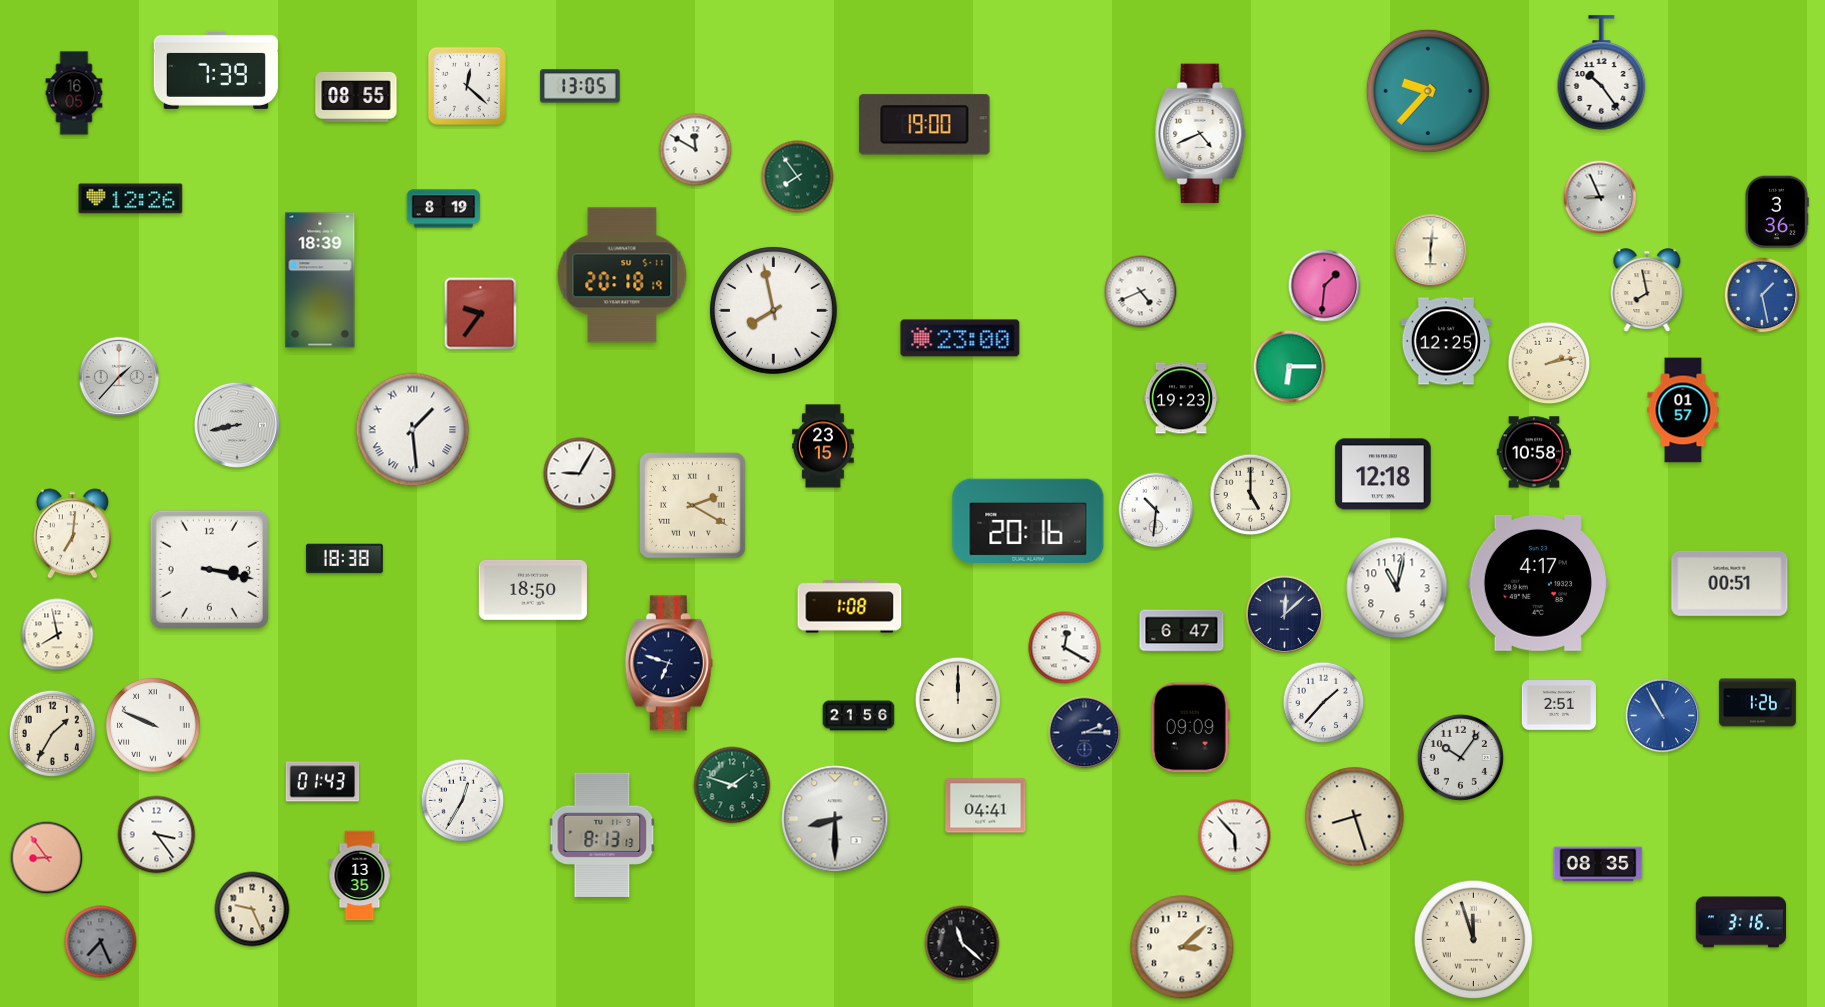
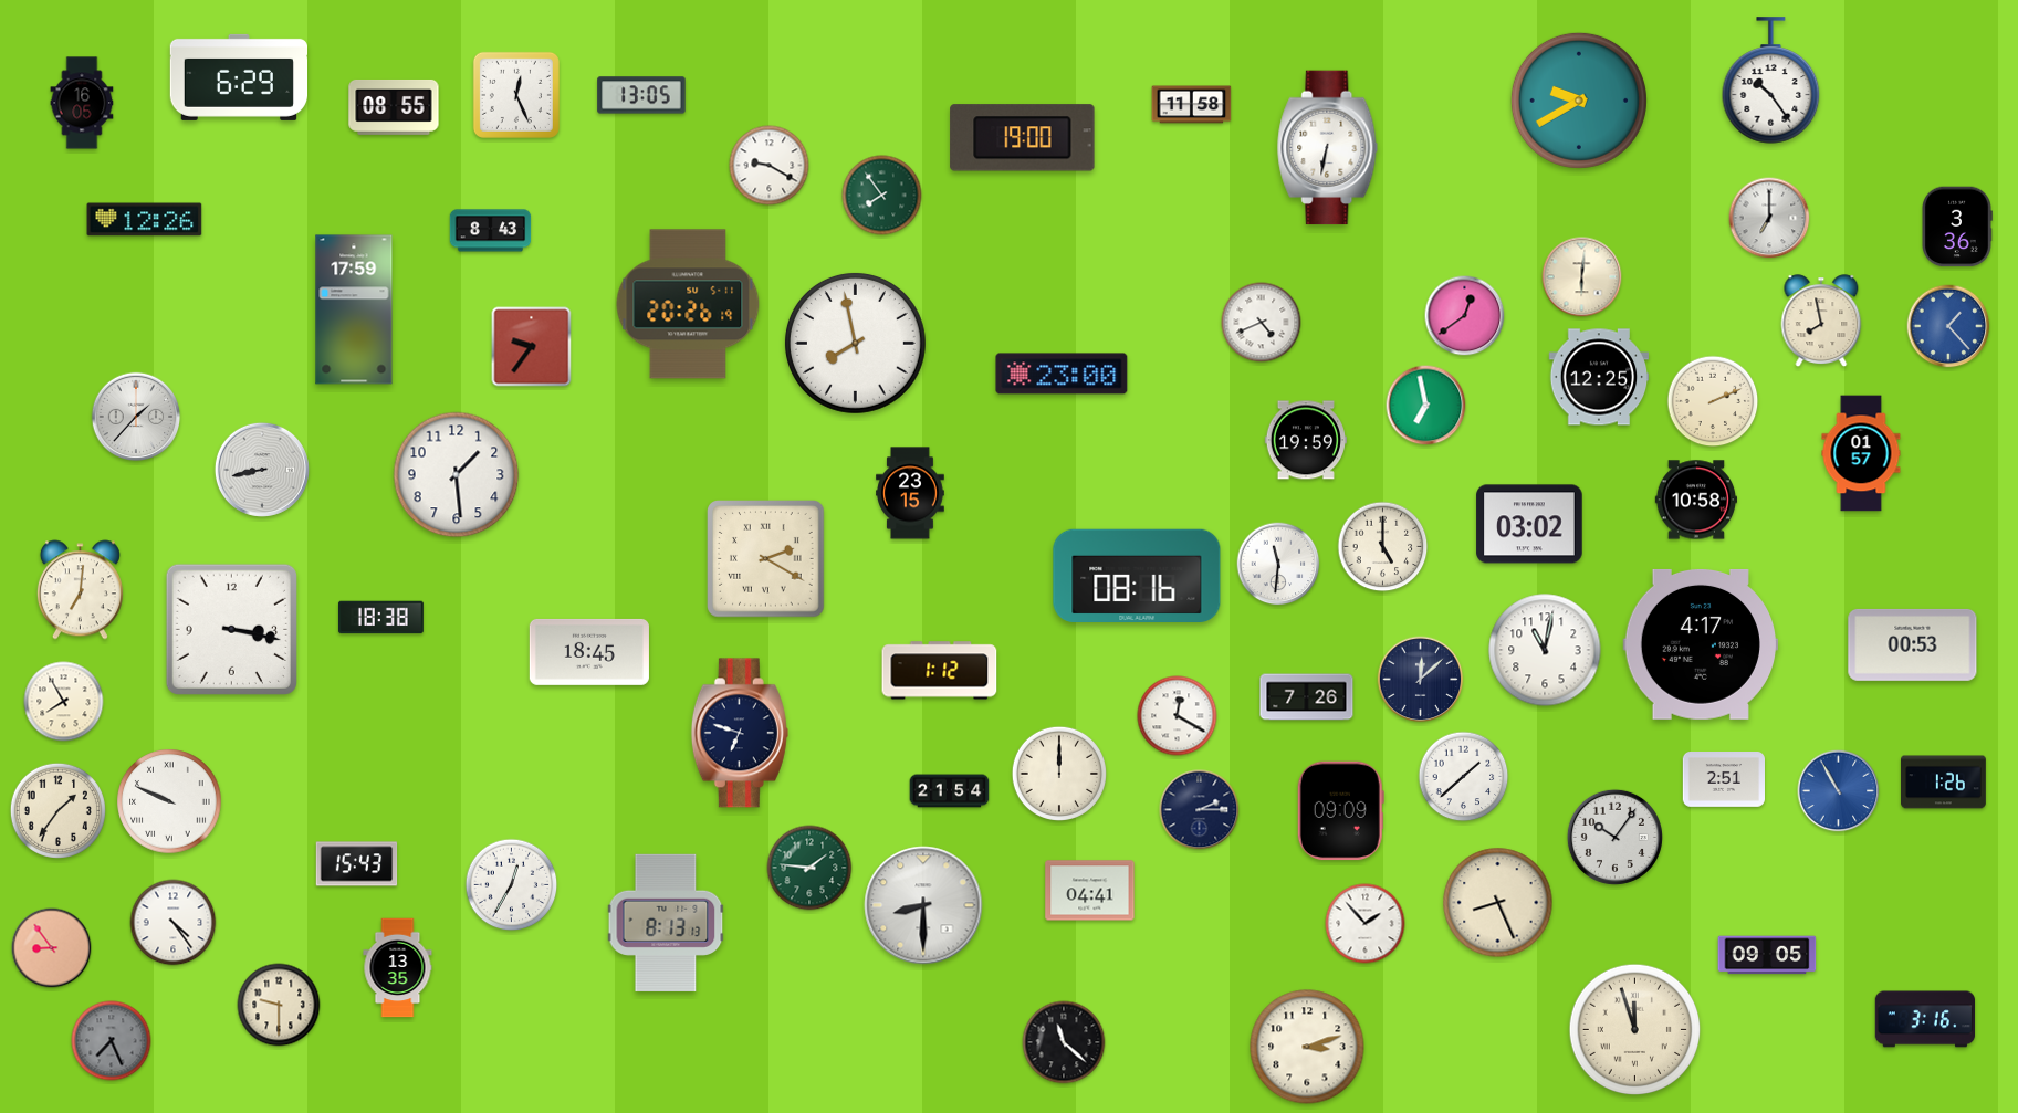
clock at (215, 70): 7:39 -> 6:29
clock at (467, 86): 12:22 -> 12:26
clock at (1428, 91): 9:37 -> 9:40
clock at (1192, 105): none -> 11:58
clock at (1201, 134): 4:41 -> 6:32
clock at (696, 150): 11:50 -> 9:20
clock at (1600, 197): 8:56 -> 7:00
clock at (444, 209): 8:19 -> 8:43
clock at (1777, 212) position: (1777, 212) -> (1957, 227)
clock at (622, 275): 20:18 -> 20:26
clock at (320, 280): 18:39 -> 17:59
clock at (1325, 286): 1:31 -> 12:39
clock at (1762, 295): 1:28 -> 1:23
clock at (1549, 363): 2:13 -> 2:11
clock at (1290, 367): 6:15 -> 6:58
clock at (119, 377) position: (119, 377) -> (136, 417)
clock at (1180, 398): 19:23 -> 19:59
clock at (413, 430) numerals: Roman -> Arabic
clock at (580, 474): 9:05 -> none
clock at (1383, 474): 12:18 -> 03:02
clock at (1156, 510): 10:31 -> 11:31
clock at (1028, 521): 20:16 -> 08:16
clock at (1730, 583): 00:51 -> 00:53
clock at (533, 590): 18:50 -> 18:45
clock at (850, 607): 1:08 -> 1:12
clock at (1182, 631): 6:47 -> 7:26
clock at (58, 635): 7:58 -> 7:55
clock at (1324, 703): 1:37 -> 1:38
clock at (1758, 703) position: (1758, 703) -> (1944, 783)
clock at (859, 716): 21:56 -> 21:54
clock at (1190, 728) position: (1190, 728) -> (1340, 811)
clock at (52, 733): 1:35 -> 1:36
clock at (323, 782): 01:43 -> 15:43
clock at (732, 785): 1:48 -> 1:46
clock at (1355, 817): 8:27 -> 8:26
clock at (157, 835): 3:24 -> 4:24
clock at (1235, 836): 5:53 -> 1:53
clock at (1598, 864): 08:35 -> 09:05
clock at (252, 909): 9:26 -> 9:30
clock at (1474, 940) position: (1474, 940) -> (1635, 1030)
clock at (1182, 947): 3:08 -> 3:12
